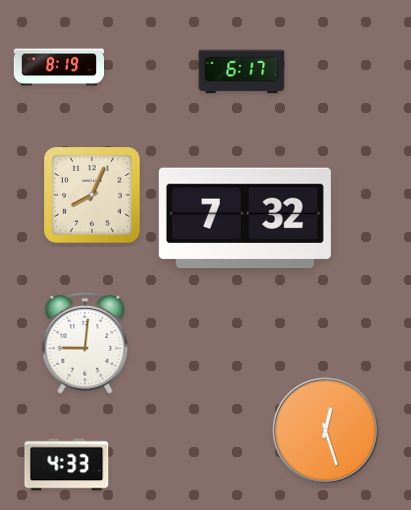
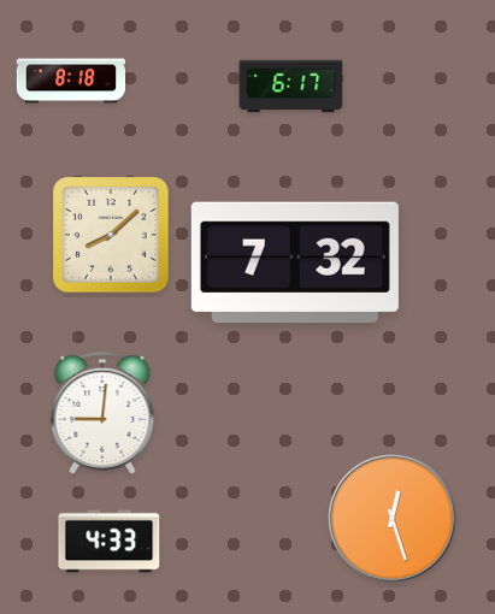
clock at (58, 67): 8:19 -> 8:18
clock at (92, 195): 8:04 -> 8:08
clock at (67, 465) position: (67, 465) -> (110, 542)
